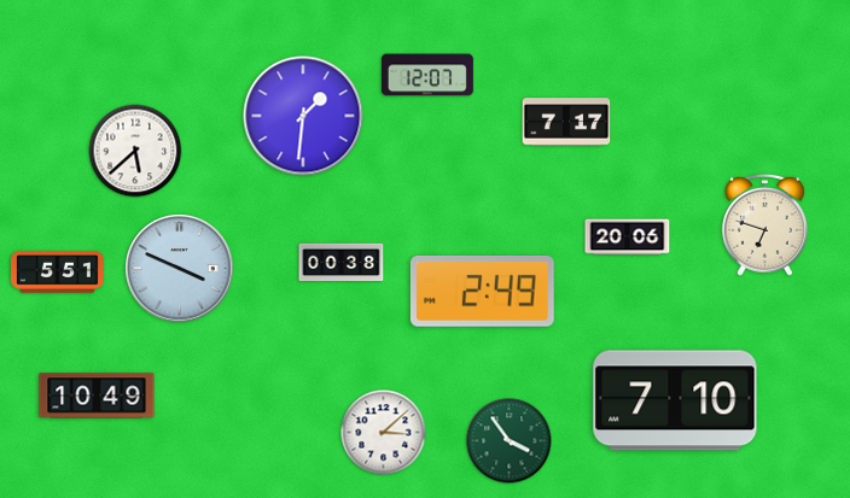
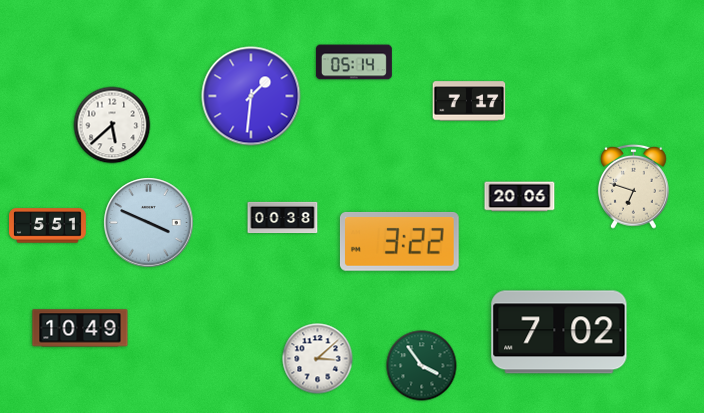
clock at (427, 75): 12:07 -> 05:14
clock at (482, 291): 2:49 -> 3:22
clock at (675, 400): 7:10 -> 7:02
